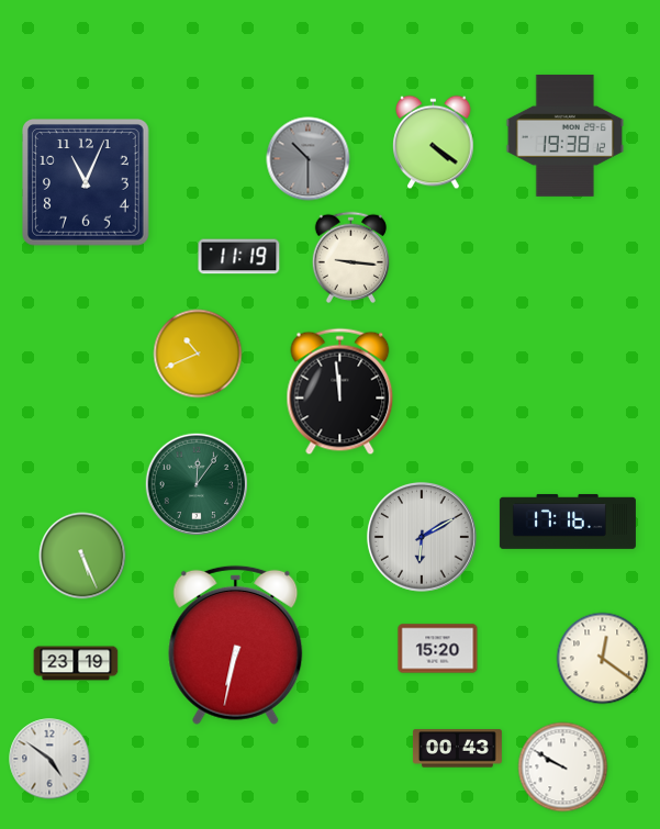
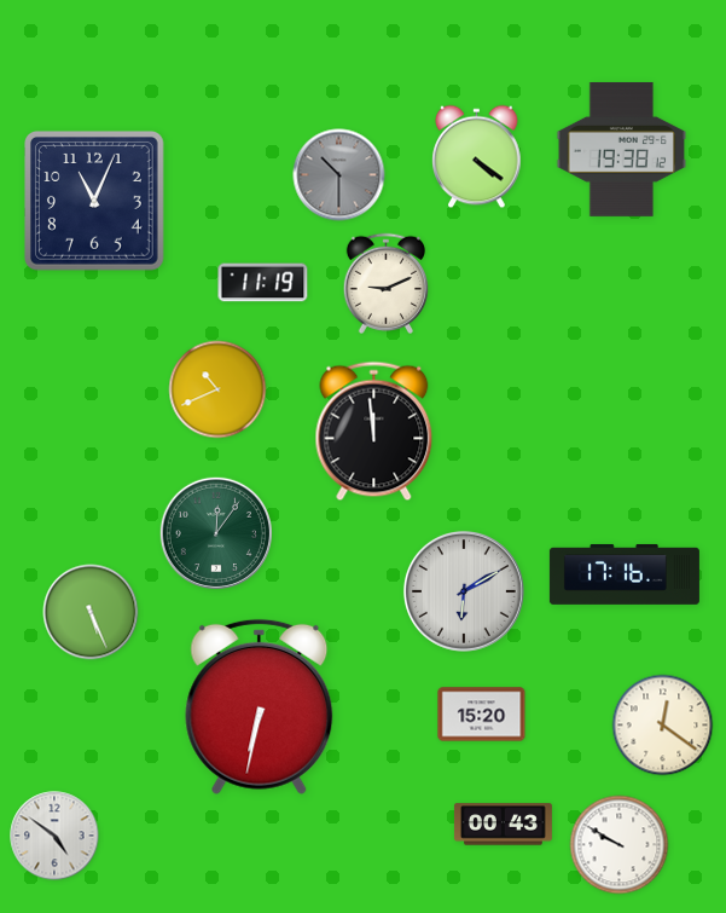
clock at (350, 257): 9:16 -> 9:11
clock at (236, 645) position: (236, 645) -> (260, 706)
clock at (76, 663): 23:19 -> none
